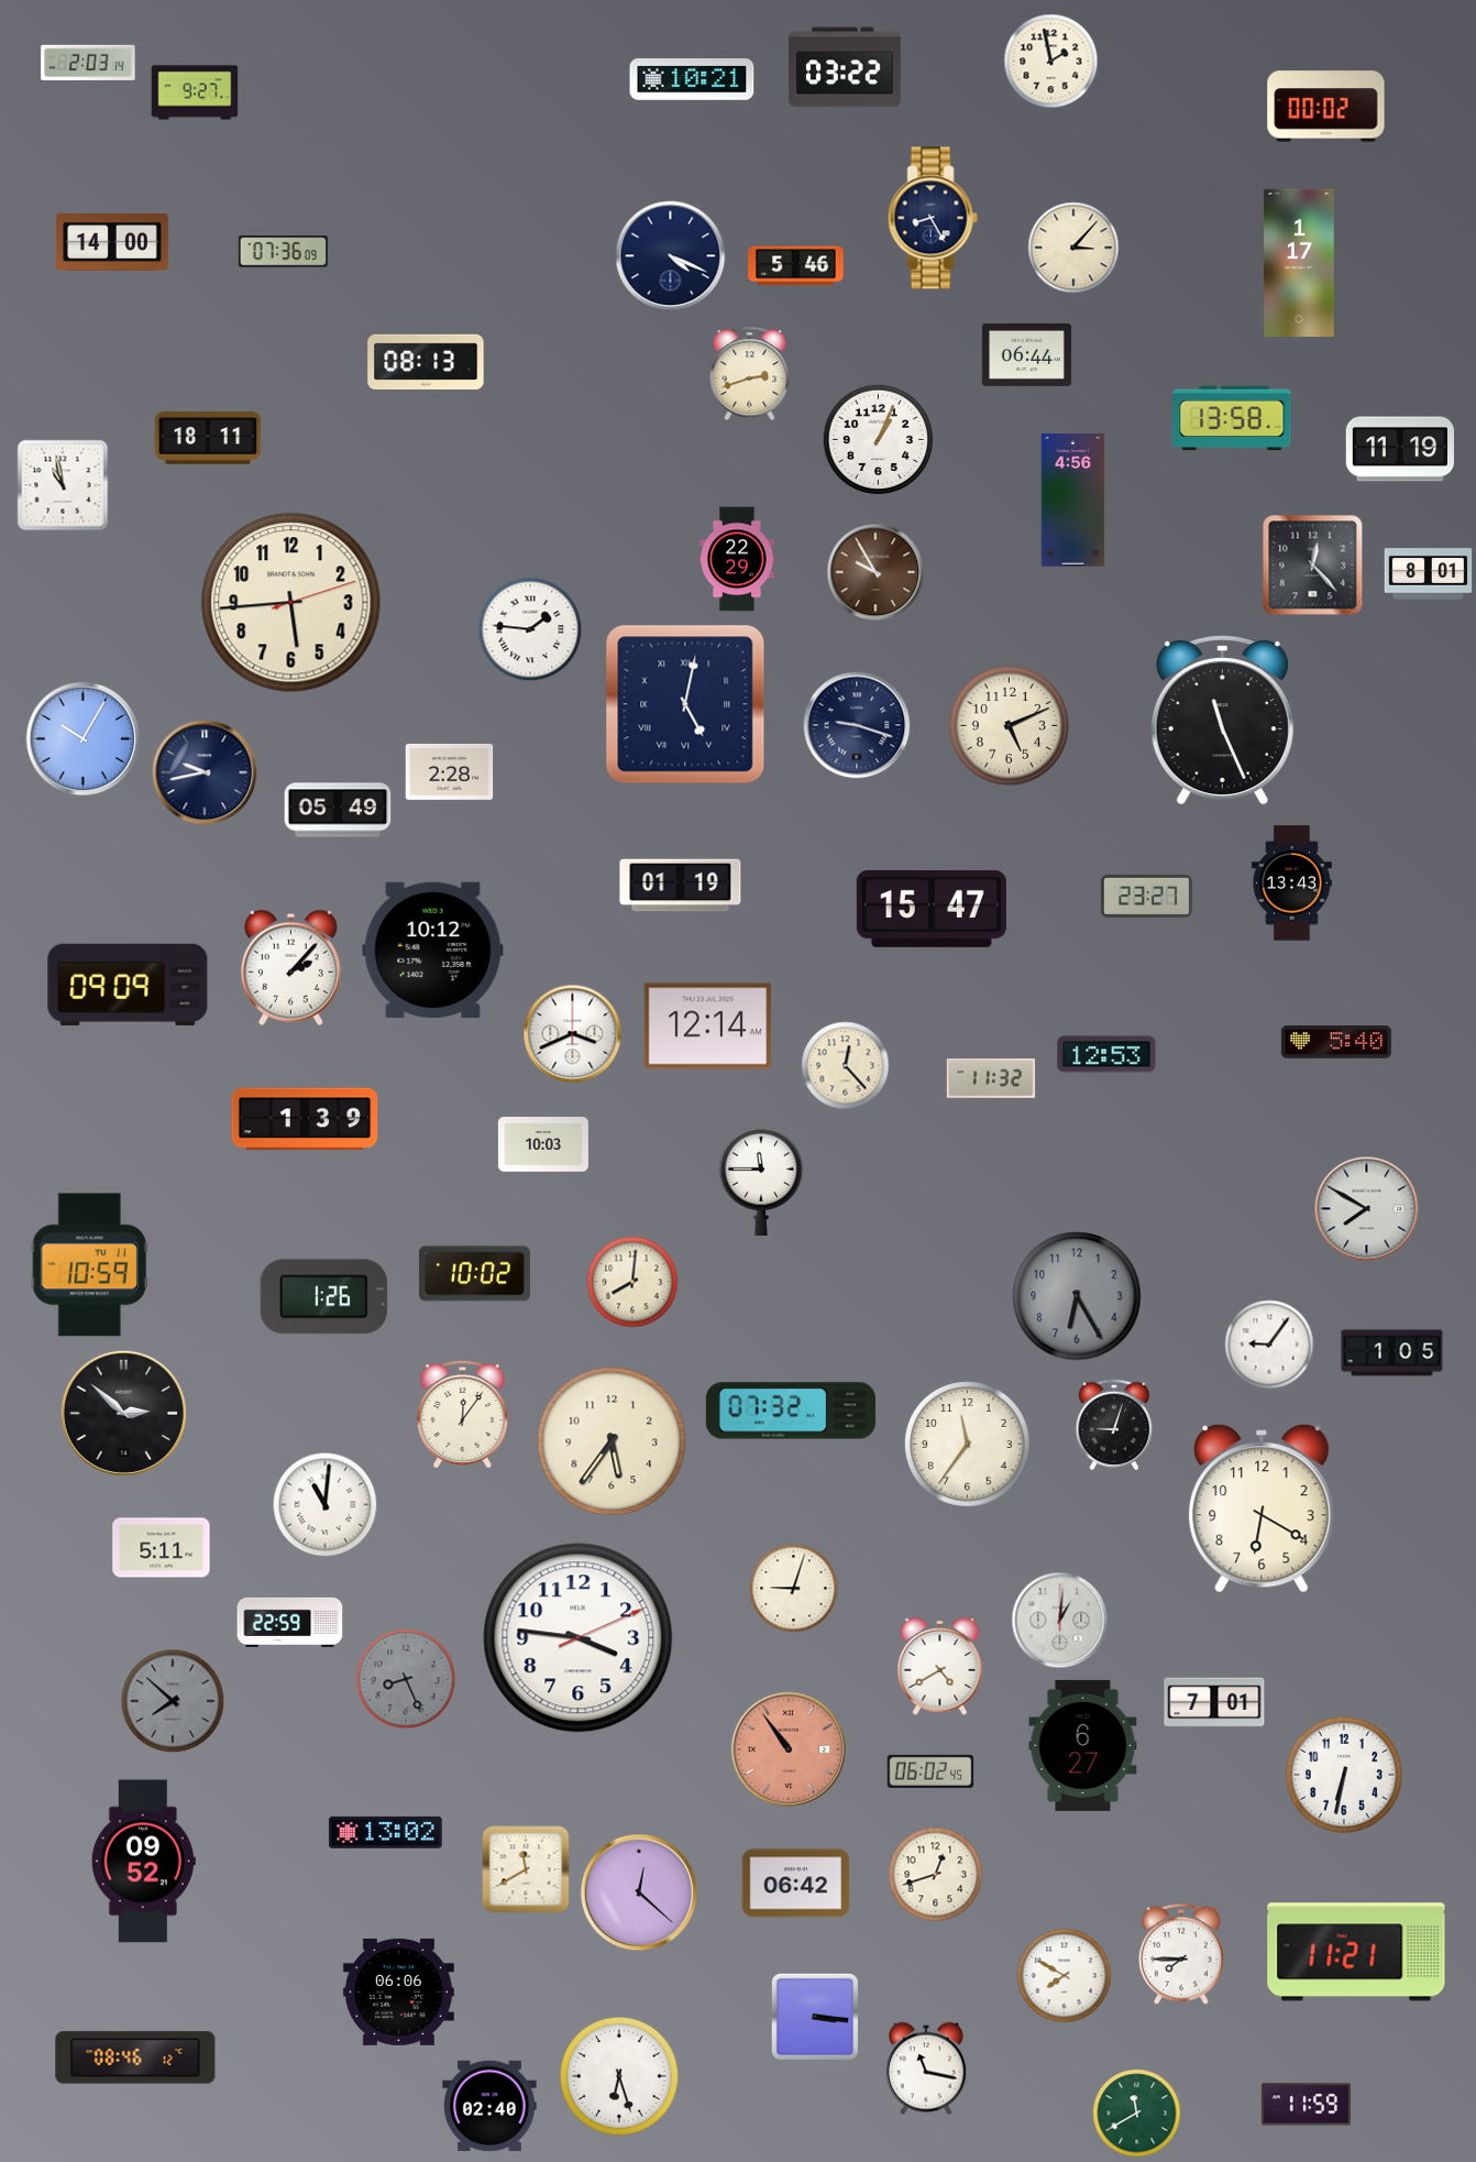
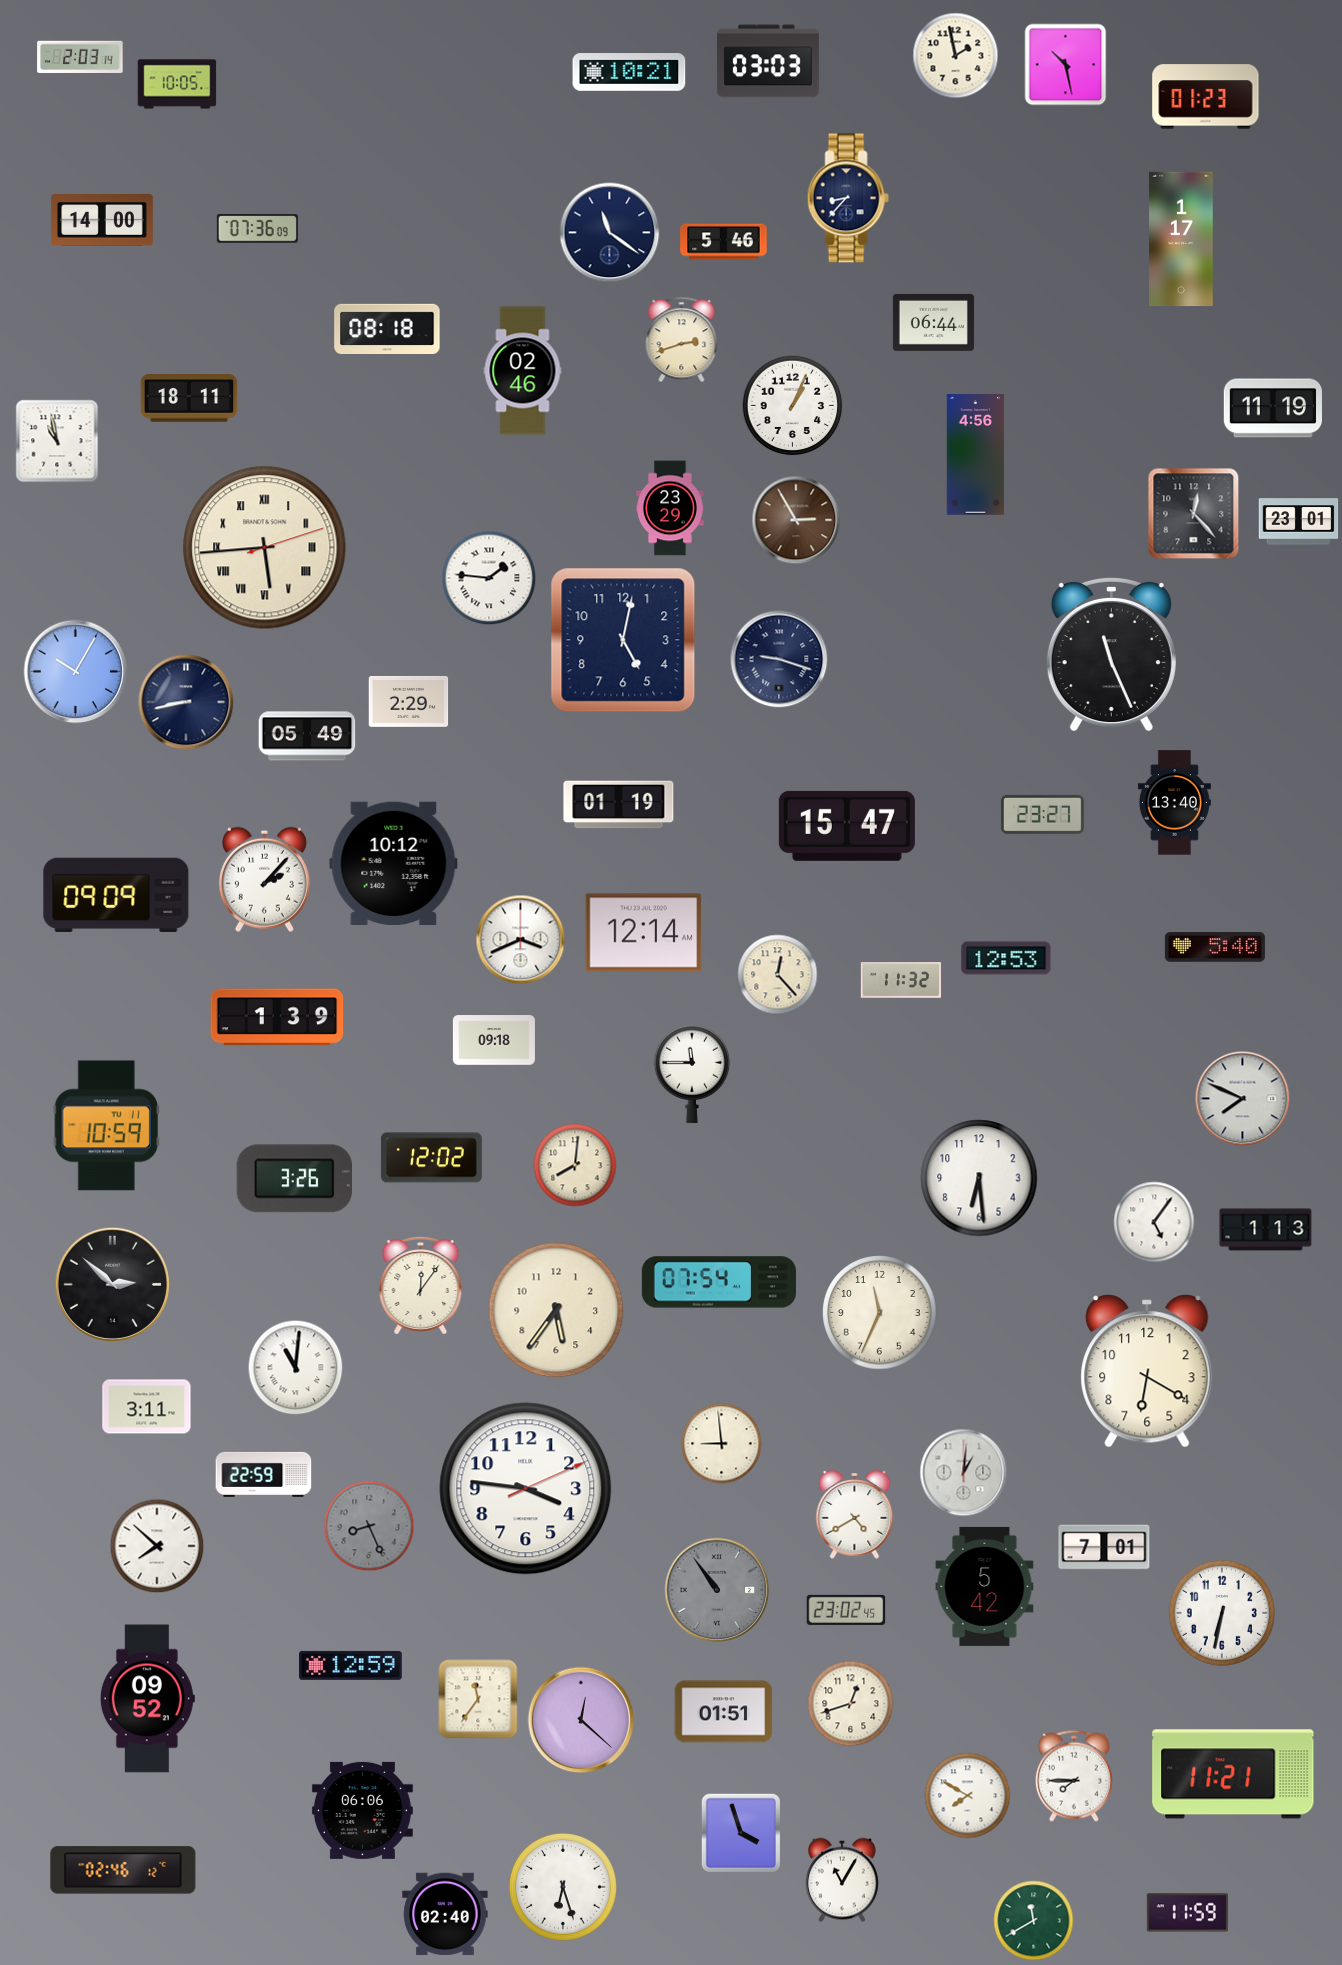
clock at (845, 67): 03:22 -> 03:03
clock at (1066, 65): none -> 10:28
clock at (195, 92): 9:27 -> 10:05
clock at (1326, 107): 00:02 -> 01:23
clock at (933, 218): 8:25 -> 8:37
clock at (1073, 248): 3:07 -> none
clock at (671, 256): 4:19 -> 11:21
clock at (426, 361): 08:13 -> 08:18
clock at (523, 371): none -> 02:46
clock at (1232, 418): 13:58 -> none
clock at (879, 440) position: (879, 440) -> (793, 406)
clock at (738, 559): 22:29 -> 23:29
clock at (875, 572): 9:55 -> 2:55
clock at (1429, 574): 8:01 -> 23:01
clock at (291, 603) numerals: Arabic -> Roman
clock at (530, 629) position: (530, 629) -> (489, 578)
clock at (685, 704) numerals: Roman -> Arabic
clock at (1009, 725): 5:11 -> none
clock at (450, 771): 2:28 -> 2:29
clock at (205, 772): 9:43 -> 8:43
clock at (1291, 884): 13:43 -> 13:40
clock at (846, 1066) position: (846, 1066) -> (778, 975)
clock at (543, 1144): 10:03 -> 09:18
clock at (1367, 1209): 7:50 -> 7:49
clock at (89, 1265) position: (89, 1265) -> (106, 1126)
clock at (474, 1274): 10:02 -> 12:02
clock at (1077, 1296): 6:25 -> 6:29
clock at (1077, 1296) dial: grey -> white
clock at (323, 1297): 1:26 -> 3:26
clock at (1269, 1345): 9:06 -> 5:06
clock at (1392, 1353): 1:05 -> 1:13
clock at (791, 1411): 07:32 -> 07:54
clock at (1114, 1425): 9:03 -> none
clock at (968, 1445): 11:36 -> 11:34
clock at (162, 1548): 5:11 -> 3:11
clock at (794, 1589): 9:03 -> 8:59
clock at (173, 1701) dial: grey -> white
clock at (1083, 1745): 6:27 -> 5:42
clock at (789, 1749) dial: salmon -> grey
clock at (930, 1771): 06:02 -> 23:02
clock at (386, 1832): 13:02 -> 12:59
clock at (143, 1862) position: (143, 1862) -> (147, 1699)
clock at (526, 1869): 11:40 -> 11:36
clock at (796, 1884): 06:42 -> 01:51
clock at (815, 2017): 3:16 -> 3:57
clock at (135, 2057): 08:46 -> 02:46
clock at (926, 2068): 11:17 -> 11:05
